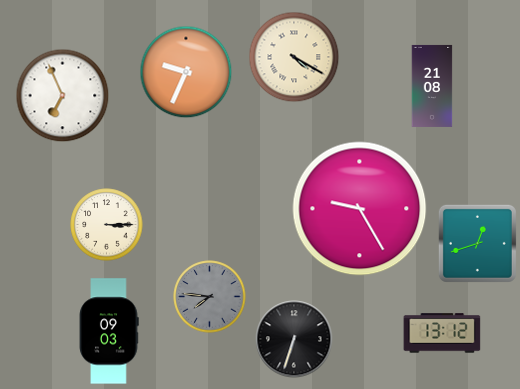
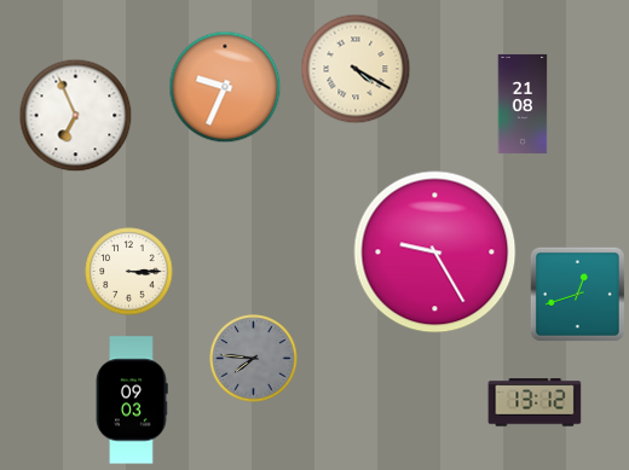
clock at (294, 339): 6:33 -> none
